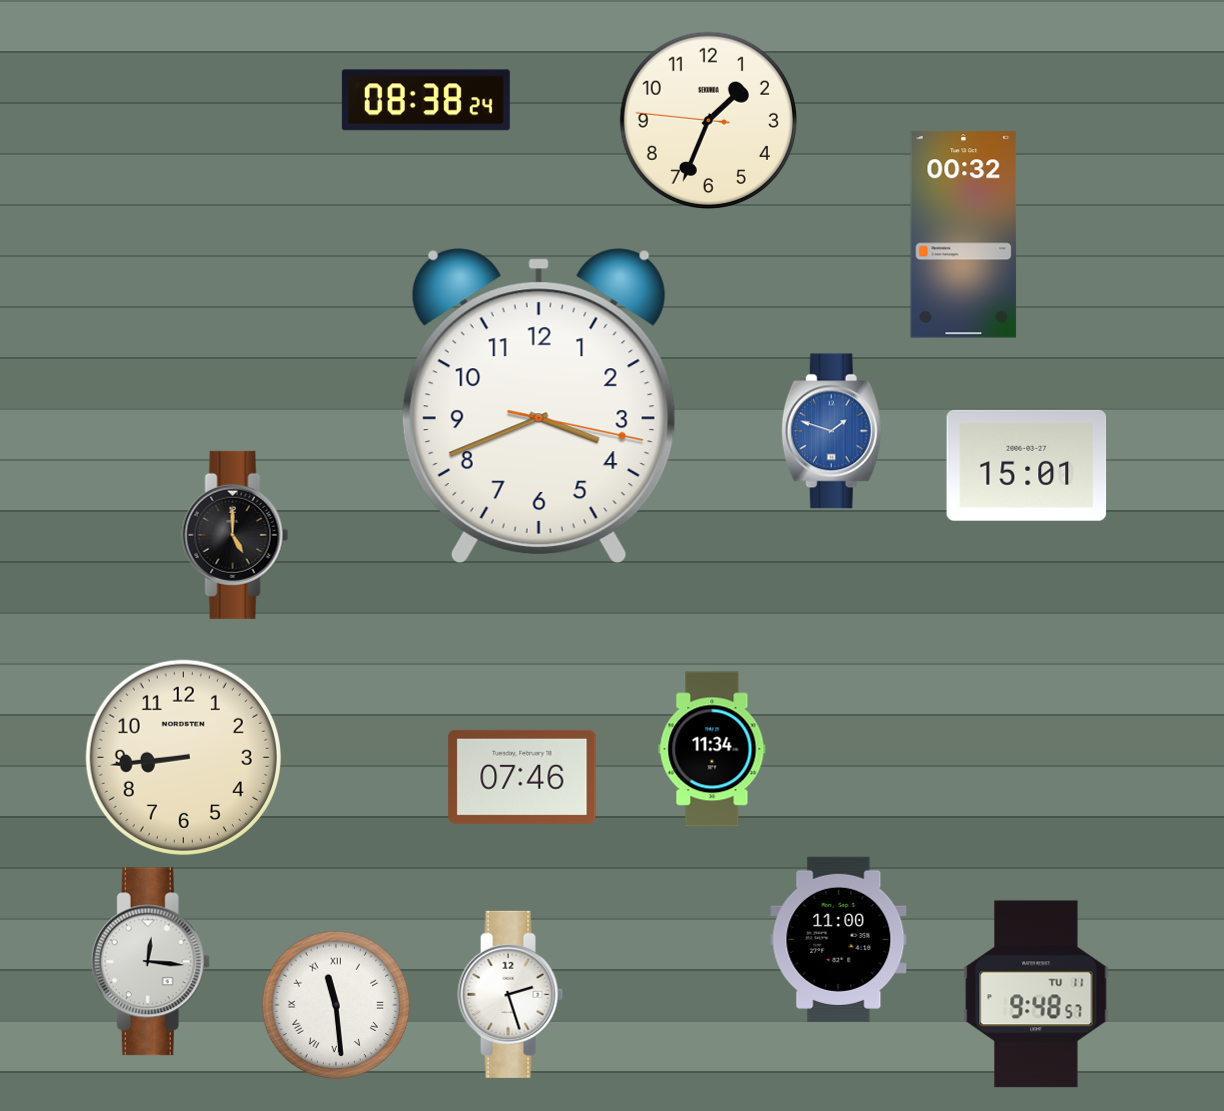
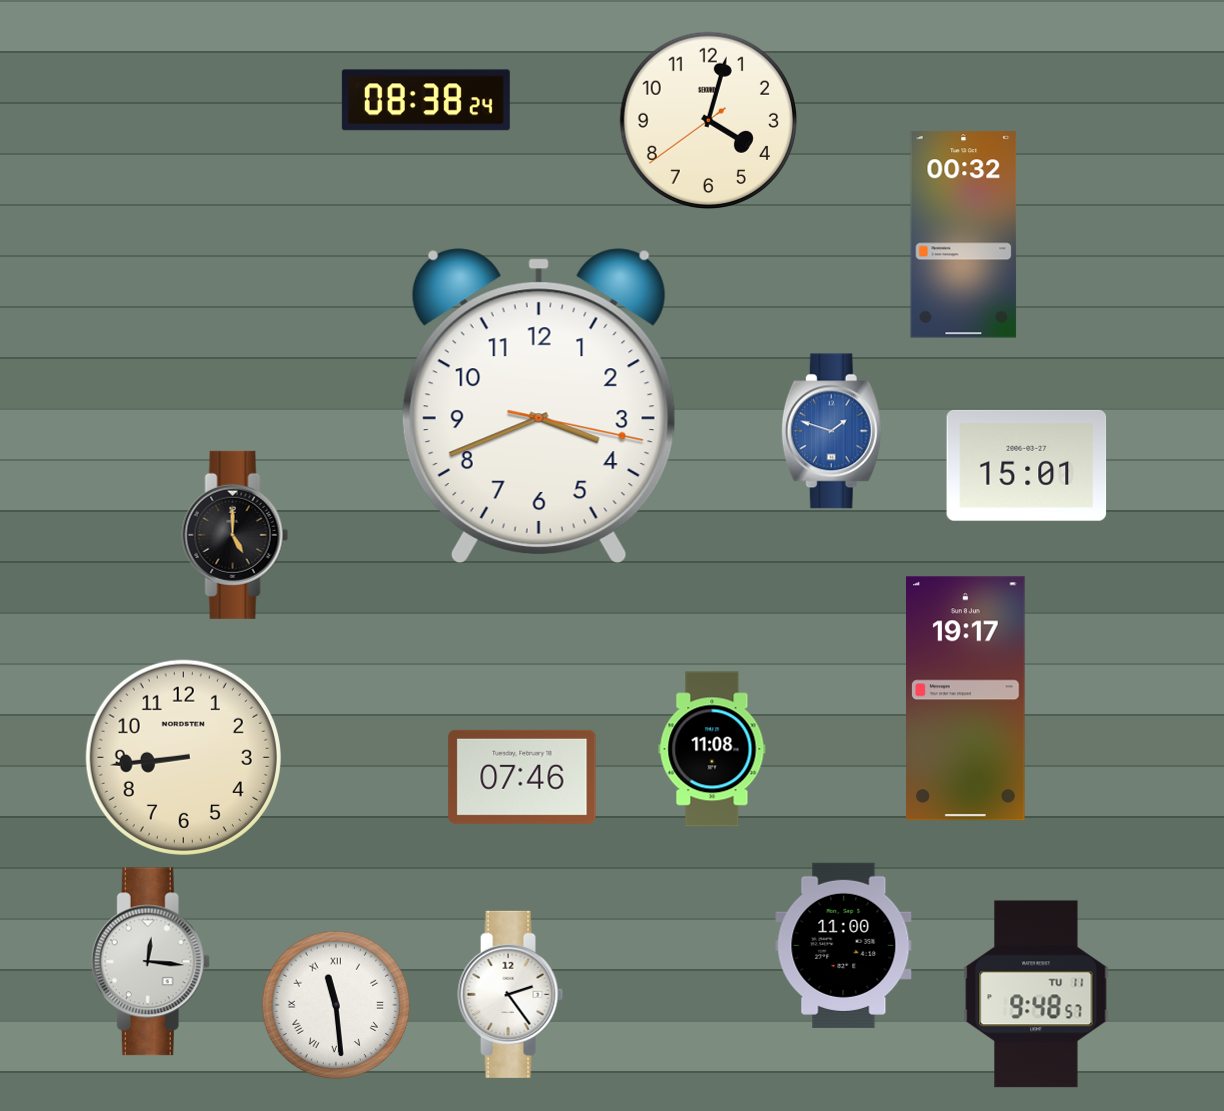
clock at (708, 120): 1:33 -> 4:02
clock at (966, 699): none -> 19:17
clock at (712, 749): 11:34 -> 11:08
clock at (839, 939) position: (839, 939) -> (844, 945)
clock at (511, 994): 2:27 -> 2:24
